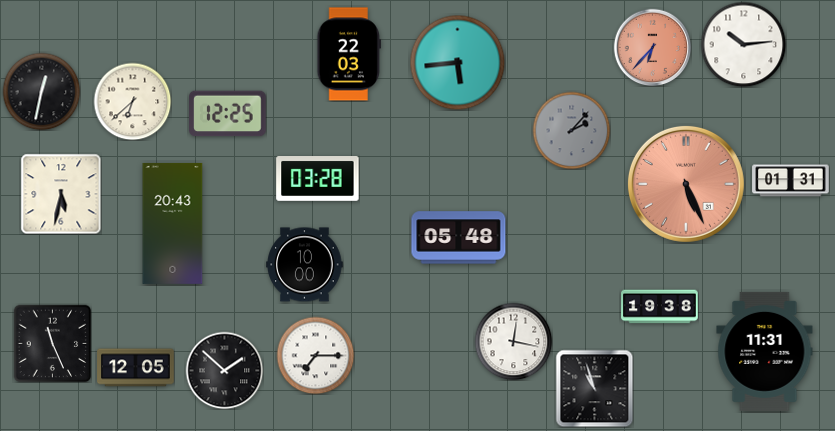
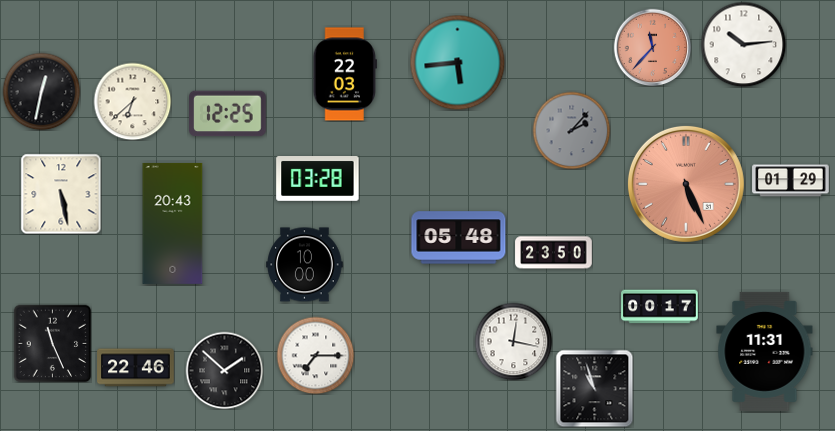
clock at (652, 47): 6:37 -> 11:37
clock at (348, 54) position: (348, 54) -> (344, 74)
clock at (791, 181): 01:31 -> 01:29
clock at (61, 194): 5:32 -> 5:28
clock at (554, 253): none -> 23:50
clock at (660, 307): 19:38 -> 00:17
clock at (136, 368): 12:05 -> 22:46
